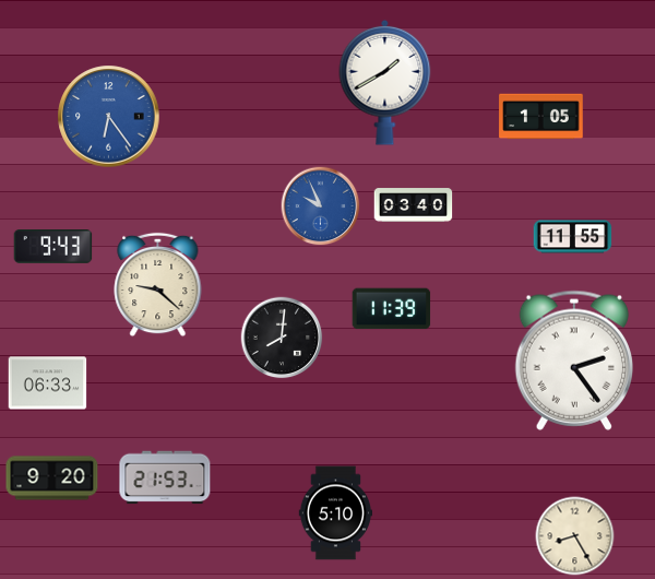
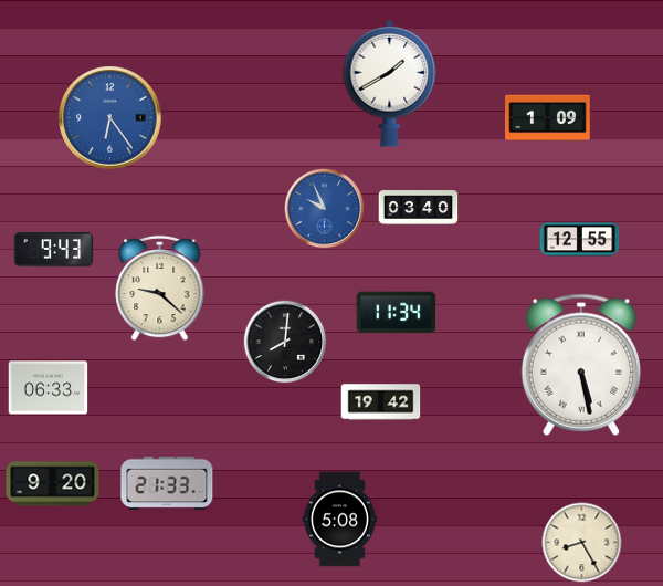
clock at (541, 117): 1:05 -> 1:09
clock at (573, 237): 11:55 -> 12:55
clock at (392, 309): 11:39 -> 11:34
clock at (573, 361): 2:24 -> 5:28
clock at (381, 402): none -> 19:42
clock at (165, 477): 21:53 -> 21:33
clock at (336, 513): 5:10 -> 5:08
